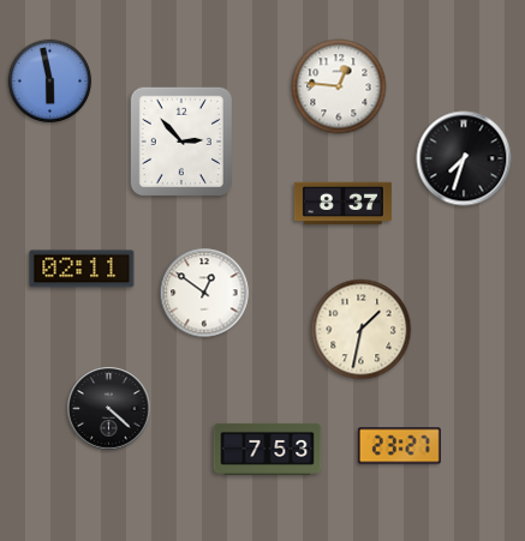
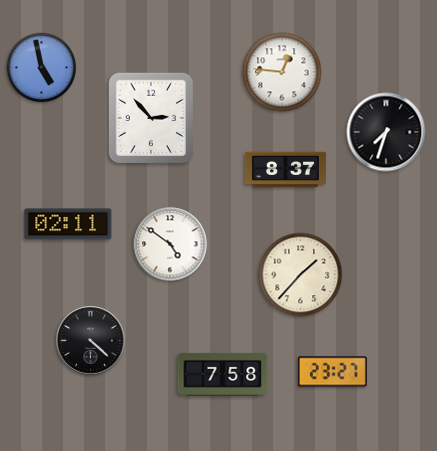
clock at (50, 82): 5:58 -> 4:58
clock at (204, 293): 12:51 -> 4:51
clock at (362, 330): 1:32 -> 1:37
clock at (268, 449): 7:53 -> 7:58
